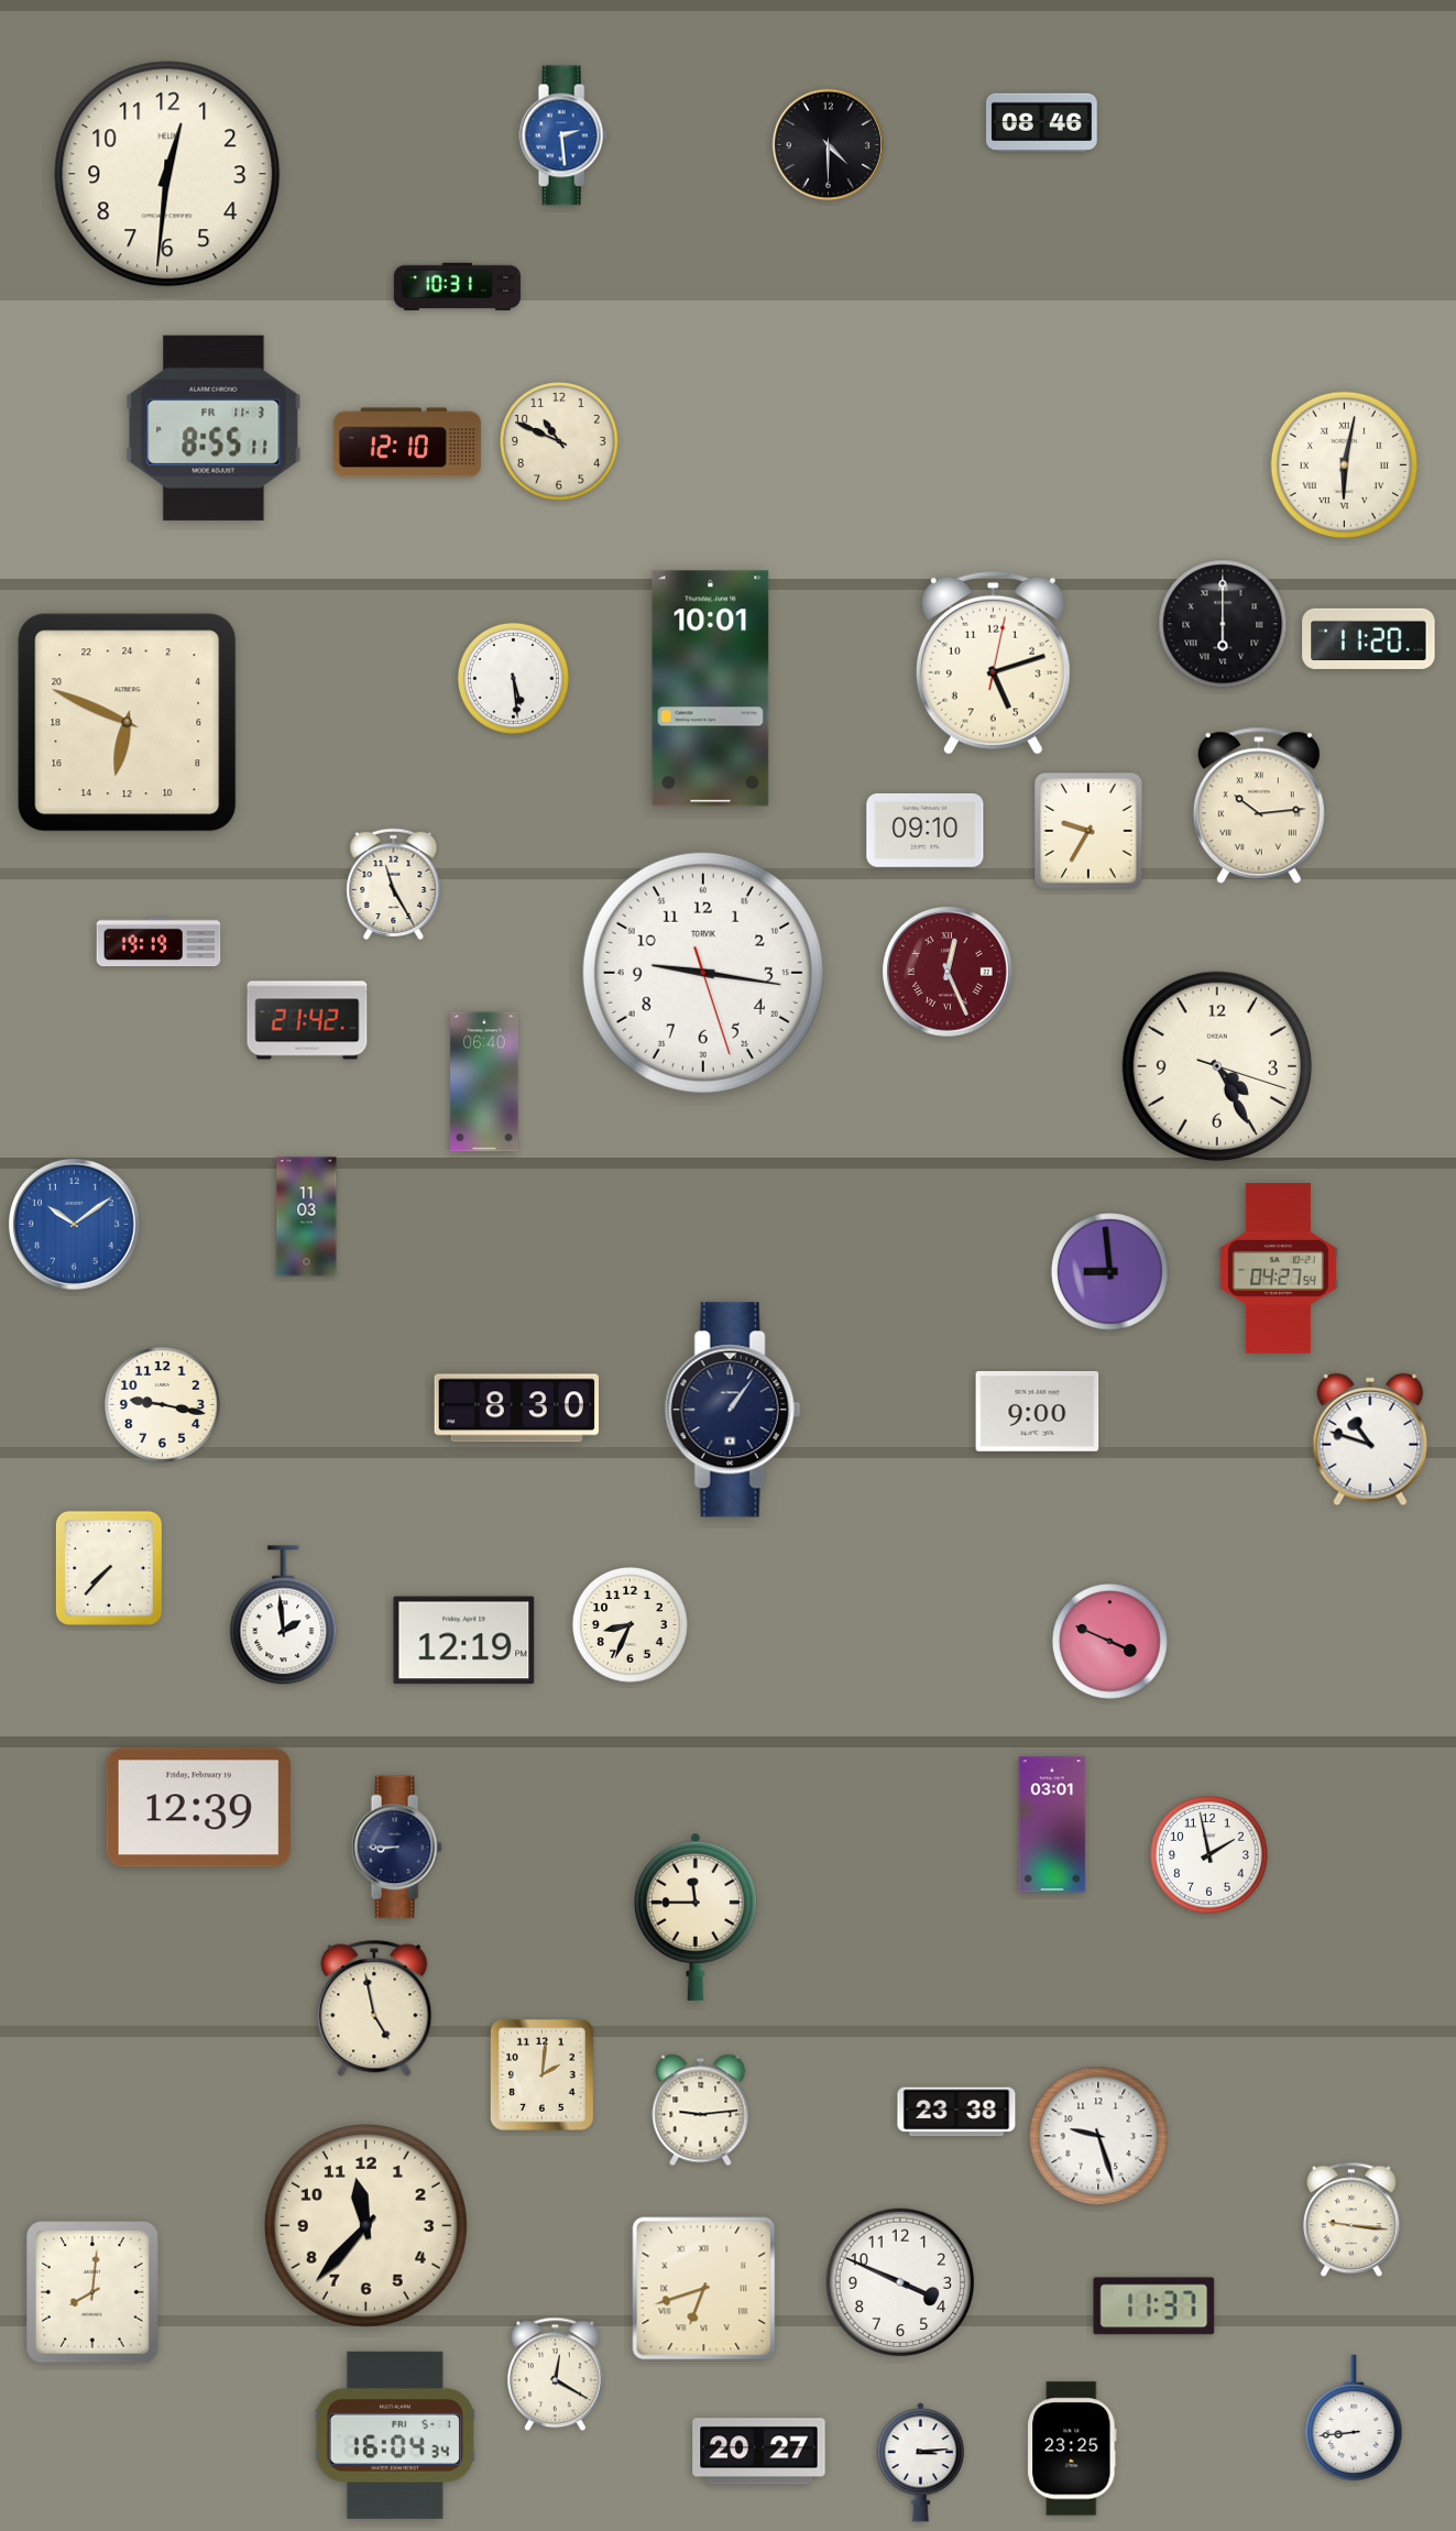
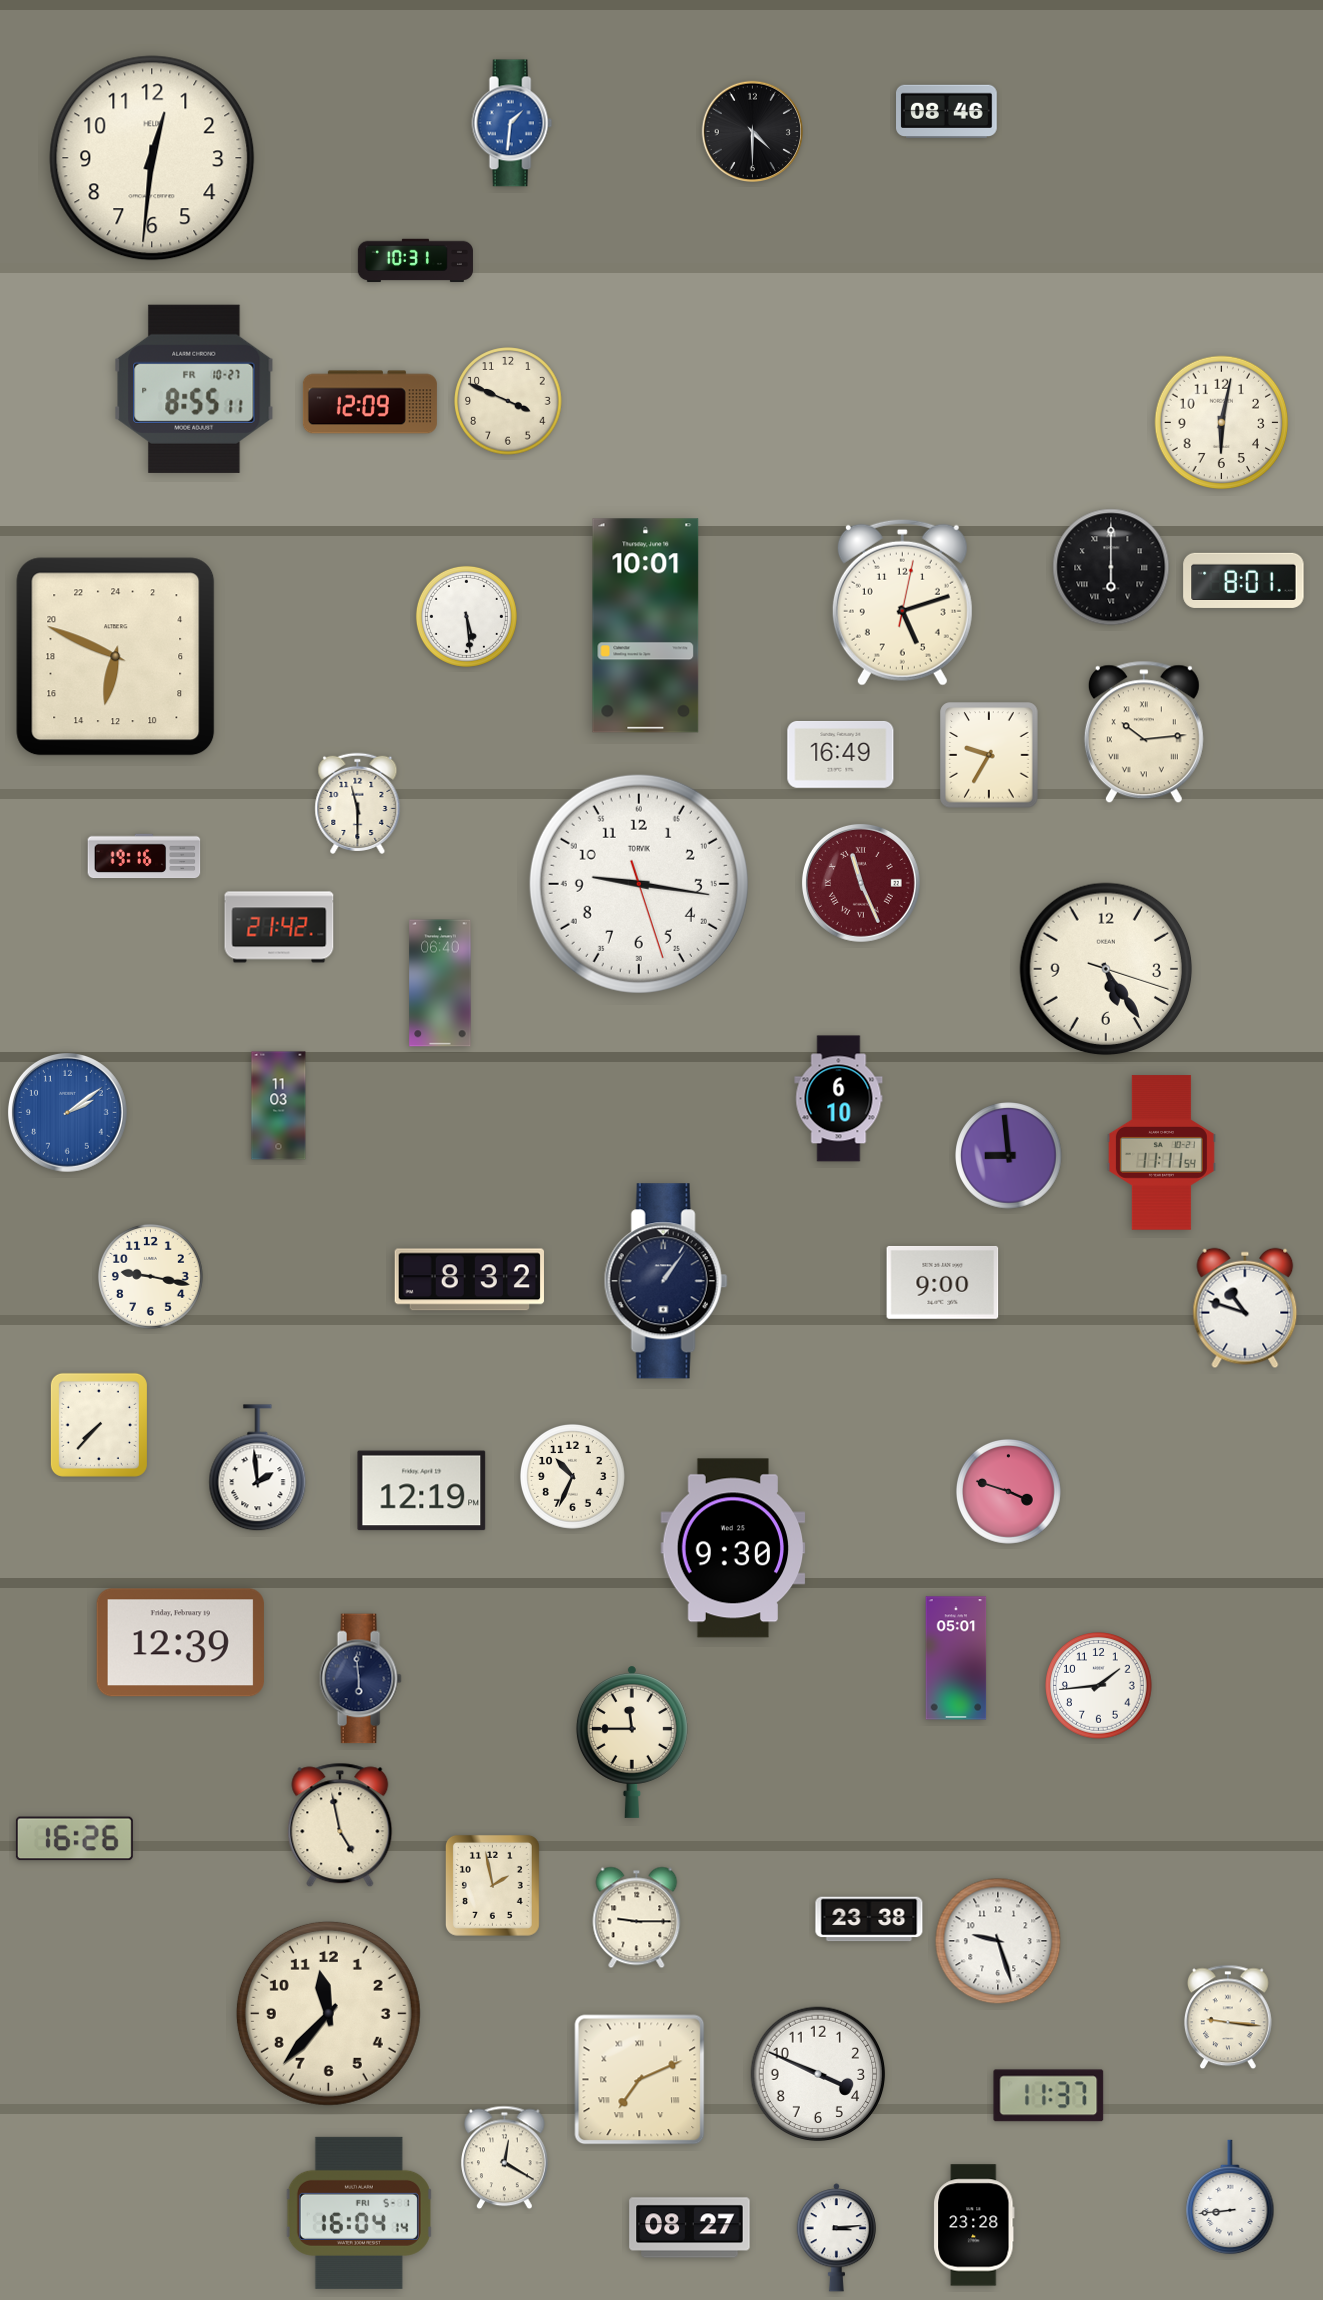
clock at (563, 135): 2:29 -> 1:31
clock at (214, 428) date: FR 11-3 -> FR 10-27
clock at (559, 441): 10:49 -> 3:49
clock at (407, 442): 12:10 -> 12:09
clock at (1345, 465) numerals: Roman -> Arabic
clock at (1369, 638): 11:20 -> 8:01
clock at (926, 830): 09:10 -> 16:49
clock at (394, 884): 11:25 -> 11:30
clock at (158, 942): 19:19 -> 19:16
clock at (948, 972): 12:26 -> 11:26
clock at (1217, 1066): 4:25 -> 5:24
clock at (839, 1099): none -> 6:10
clock at (74, 1224): 10:09 -> 2:09
clock at (1278, 1269): 04:27 -> 11:11
clock at (162, 1404) position: (162, 1404) -> (150, 1276)
clock at (516, 1409): 8:30 -> 8:32
clock at (630, 1624): 8:34 -> 10:34
clock at (1109, 1641): 3:49 -> 3:48
clock at (733, 1548): none -> 9:30
clock at (1052, 1825): 03:01 -> 05:01
clock at (396, 1848): 8:45 -> 5:59
clock at (1209, 1855): 1:58 -> 1:44
clock at (74, 1839): none -> 16:26
clock at (541, 2074): 2:01 -> 1:58
clock at (701, 2111): 9:14 -> 9:15
clock at (365, 2225) position: (365, 2225) -> (328, 2013)
clock at (704, 2289): 6:42 -> 7:11
clock at (92, 2292): 8:01 -> none
clock at (395, 2435): 16:04:34 -> 16:04:14
clock at (1072, 2448): 23:25 -> 23:28
clock at (759, 2452): 20:27 -> 08:27
